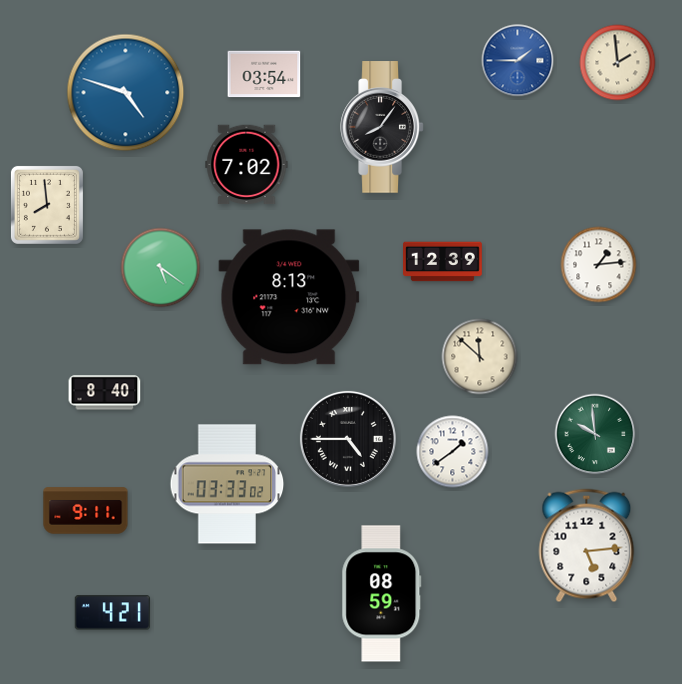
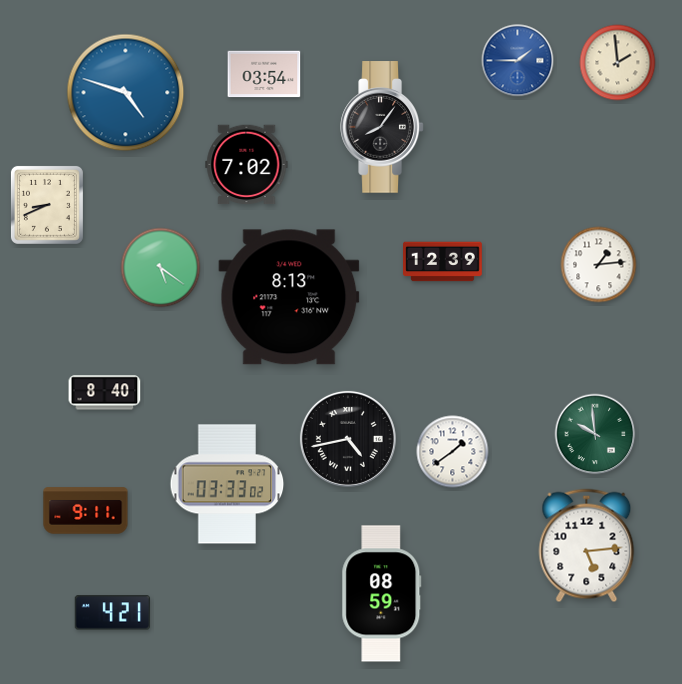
clock at (47, 205): 7:59 -> 8:41
clock at (480, 357): 11:52 -> none
clock at (348, 439): 4:45 -> 4:43
